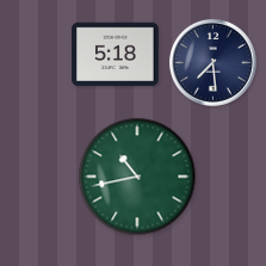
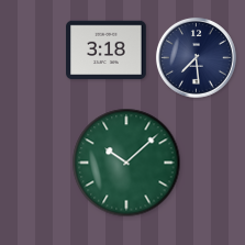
clock at (116, 55): 5:18 -> 3:18
clock at (137, 177): 10:43 -> 10:08
